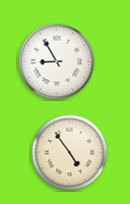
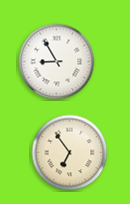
clock at (70, 153): 4:54 -> 6:54
